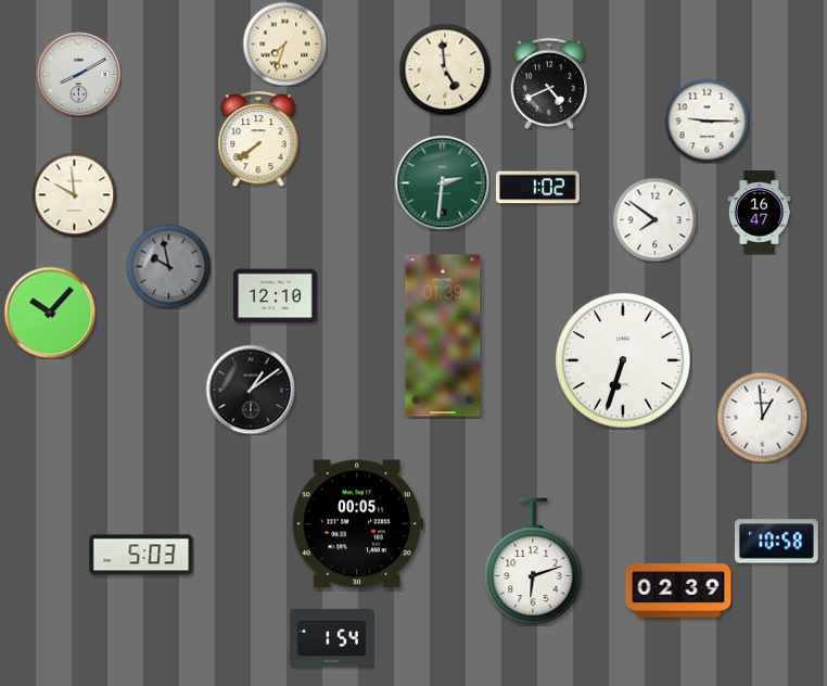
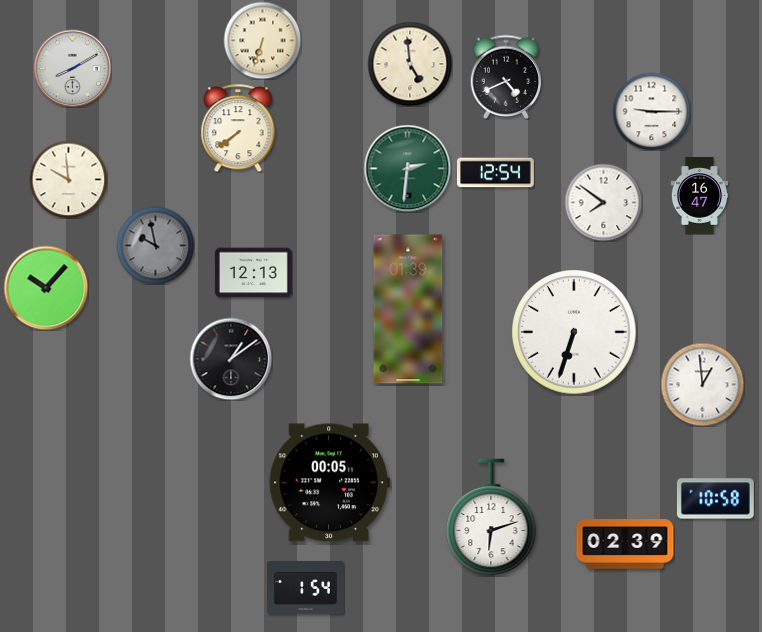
clock at (284, 43): 7:33 -> 6:33
clock at (538, 188): 1:02 -> 12:54
clock at (275, 296): 12:10 -> 12:13
clock at (141, 555): 5:03 -> none
